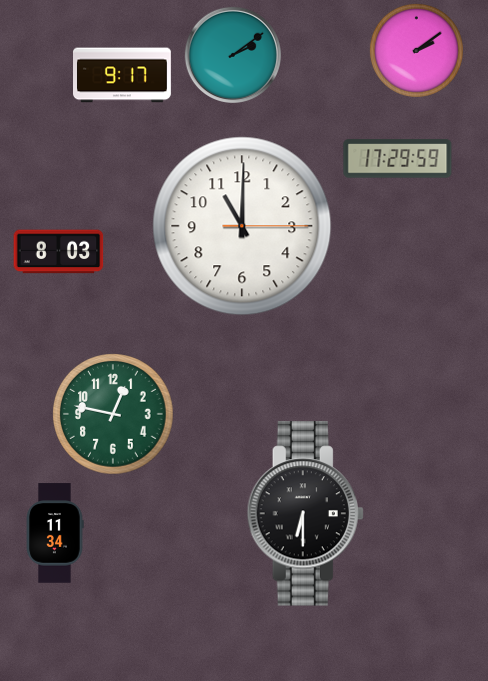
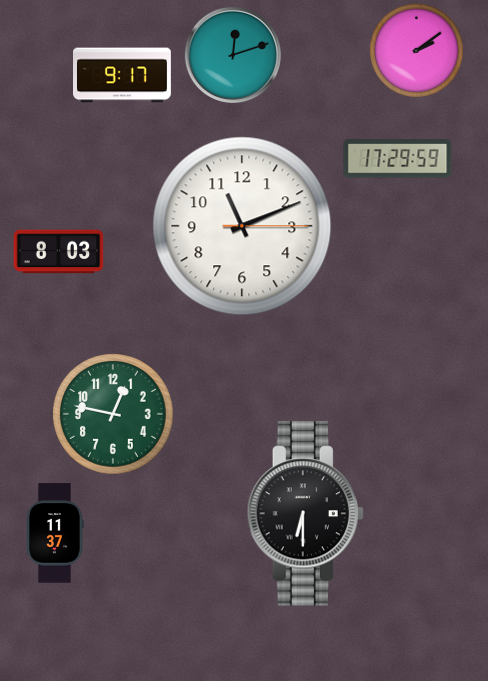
clock at (233, 55): 2:09 -> 12:12
clock at (242, 226): 11:00 -> 11:11
clock at (55, 533): 11:34 -> 11:37
